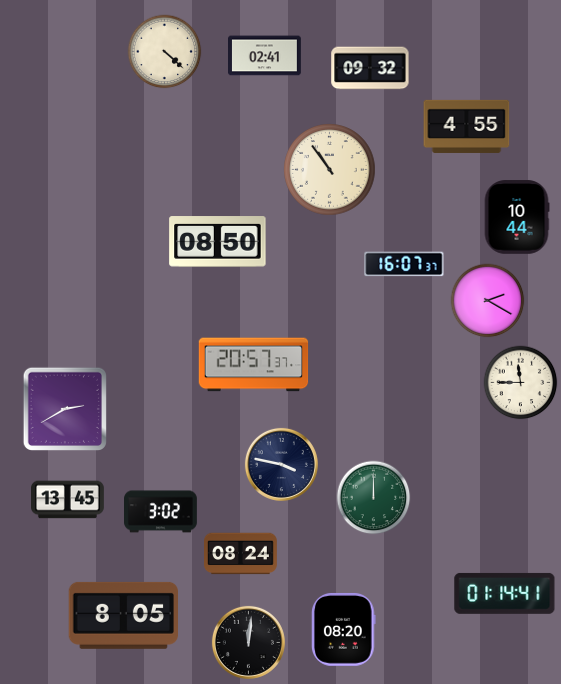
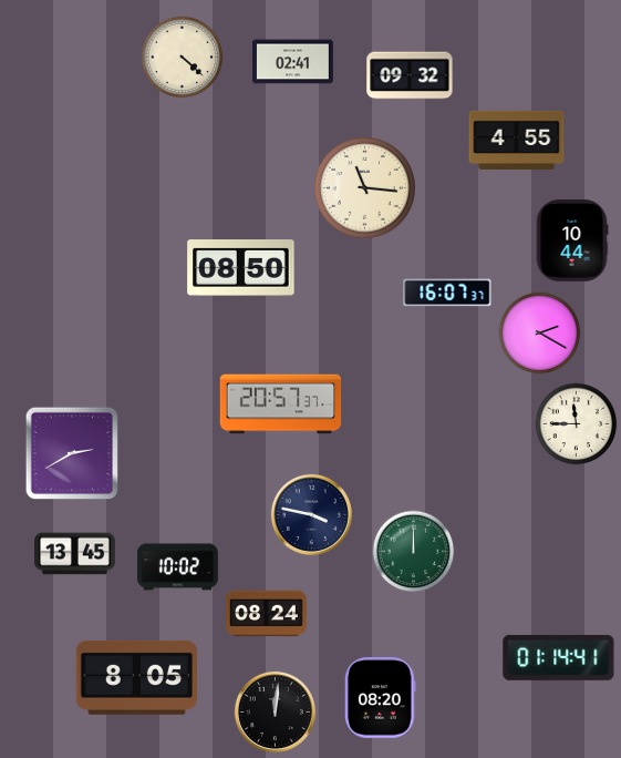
clock at (330, 170): 10:54 -> 11:16
clock at (161, 512): 3:02 -> 10:02
clock at (123, 615) position: (123, 615) -> (136, 677)
